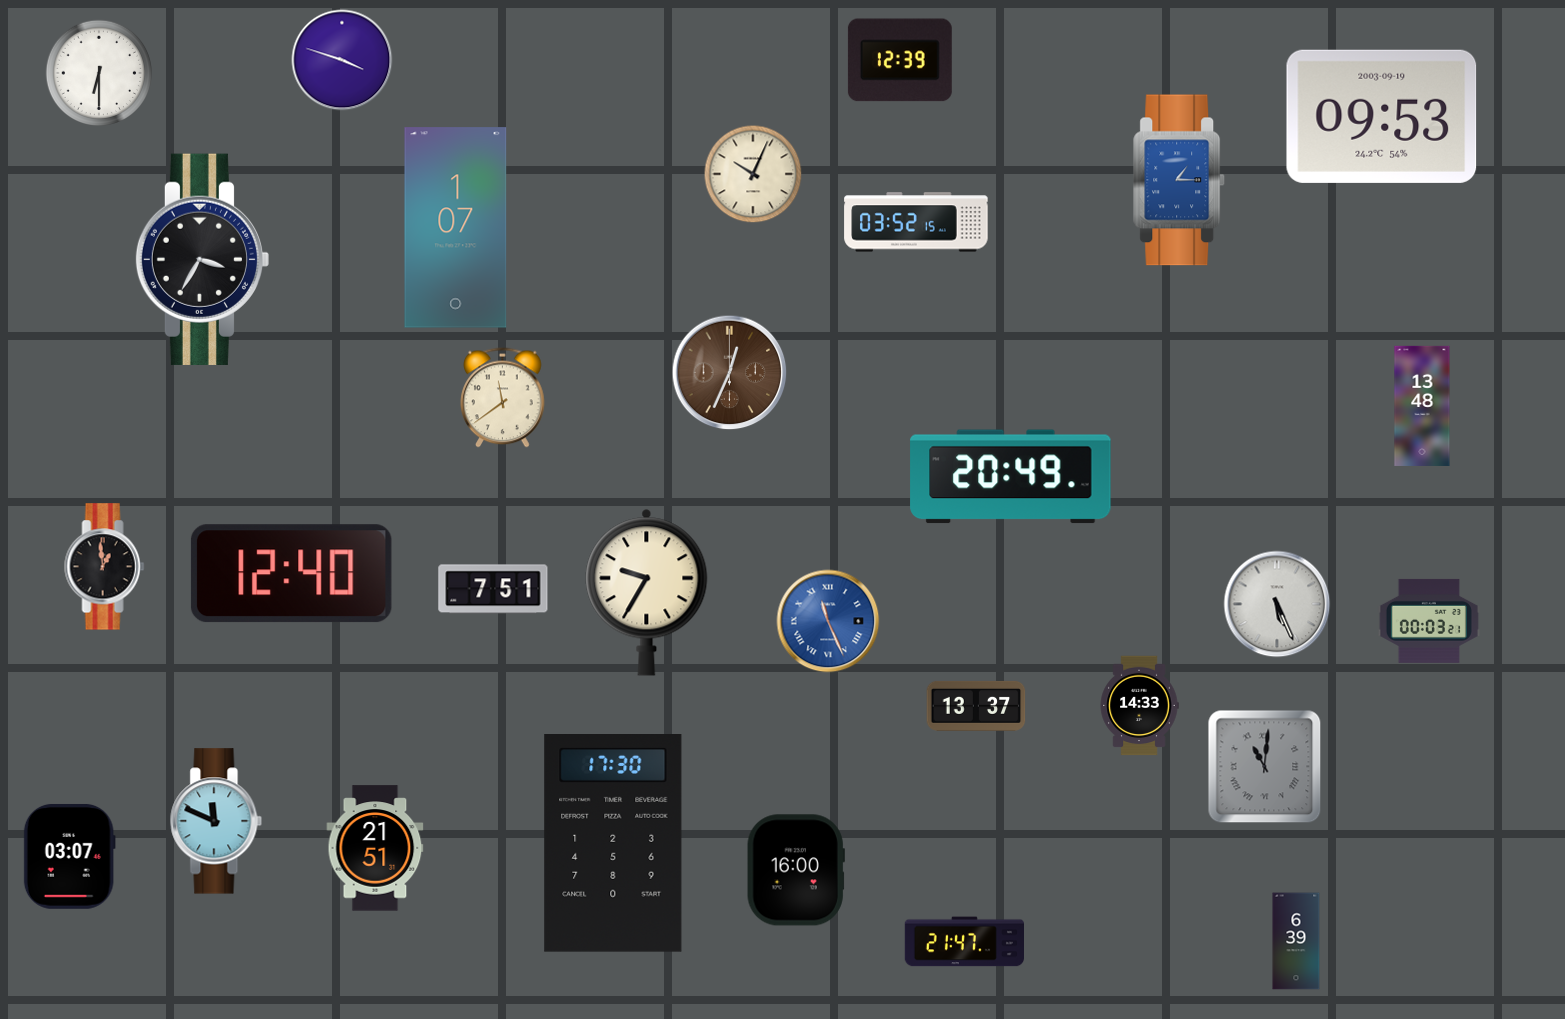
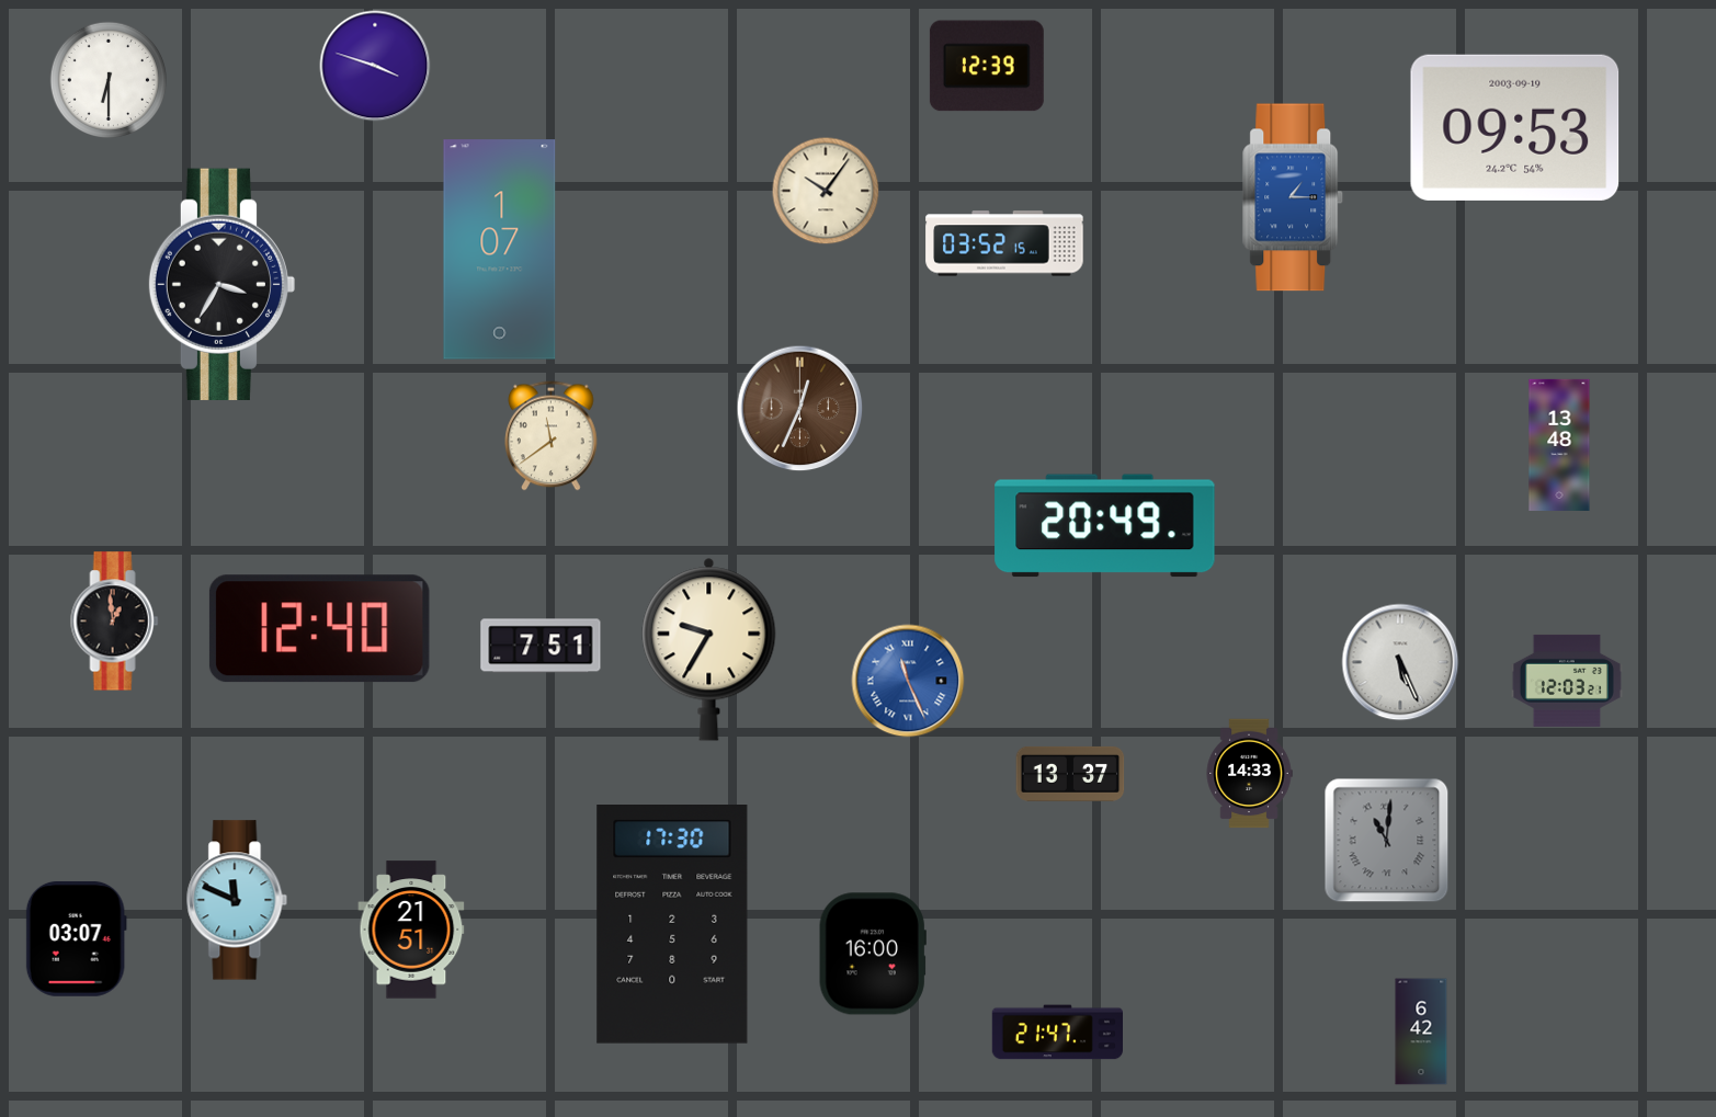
clock at (753, 174): 10:04 -> 10:06
clock at (1011, 477) position: (1011, 477) -> (1105, 526)
clock at (1429, 621): 00:03 -> 12:03
clock at (1296, 941): 6:39 -> 6:42
